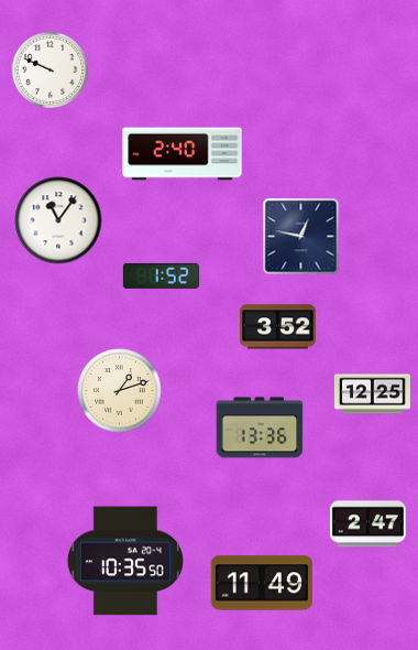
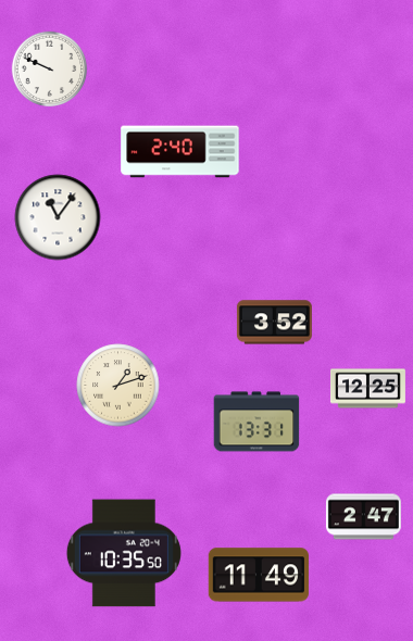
clock at (301, 237): 12:47 -> none
clock at (161, 275): 1:52 -> none
clock at (260, 427): 13:36 -> 13:31
